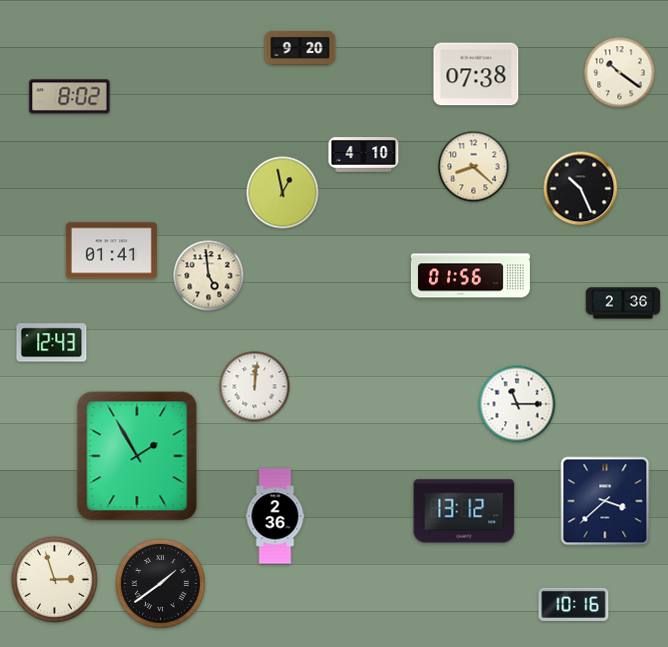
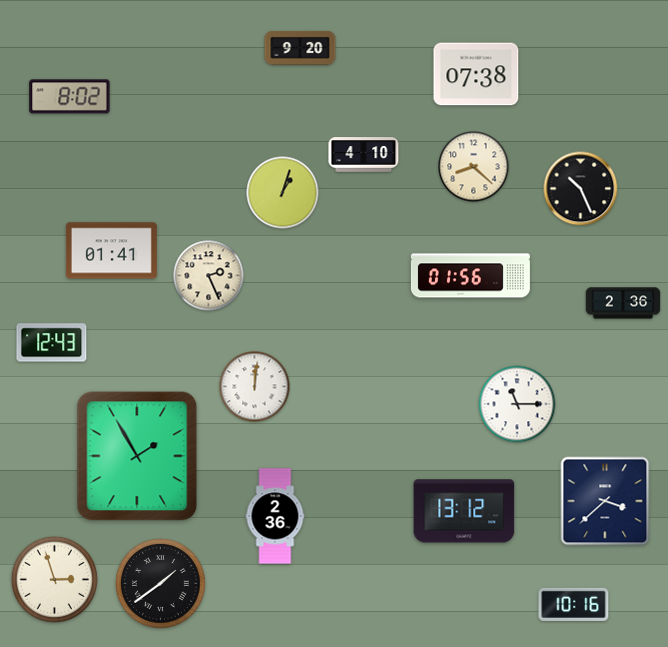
clock at (620, 73): 10:21 -> none
clock at (283, 193): 12:58 -> 1:03
clock at (209, 276): 4:59 -> 2:26
